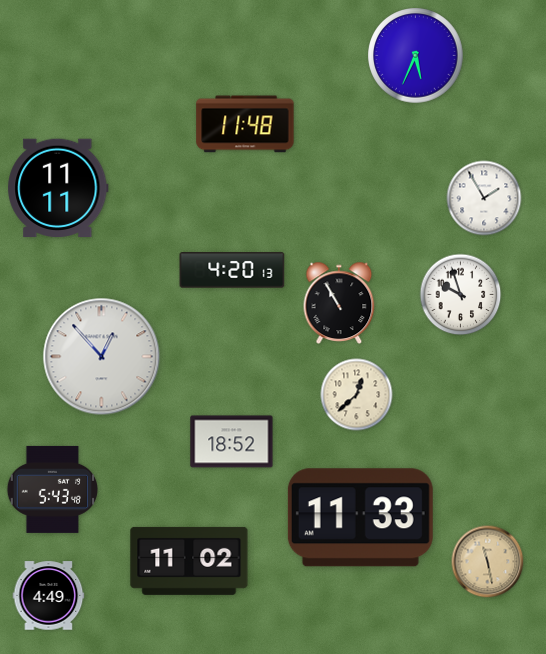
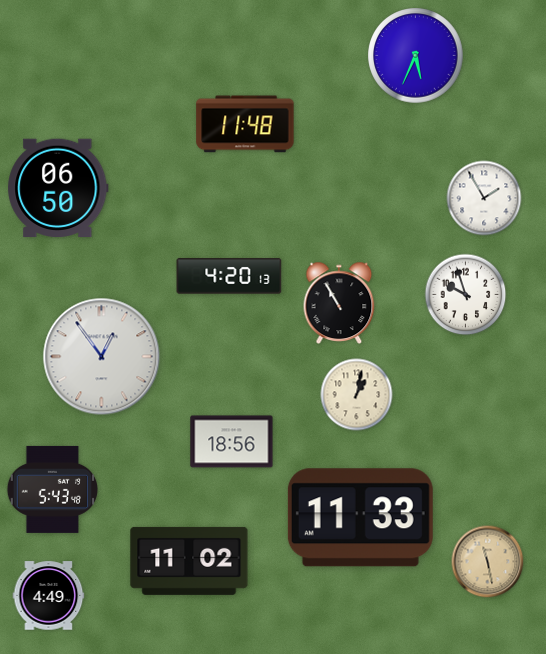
clock at (58, 188): 11:11 -> 06:50
clock at (232, 270) position: (232, 270) -> (229, 276)
clock at (461, 295) position: (461, 295) -> (466, 295)
clock at (102, 357): 12:53 -> 12:54
clock at (357, 395): 12:38 -> 1:02
clock at (232, 442): 18:52 -> 18:56
